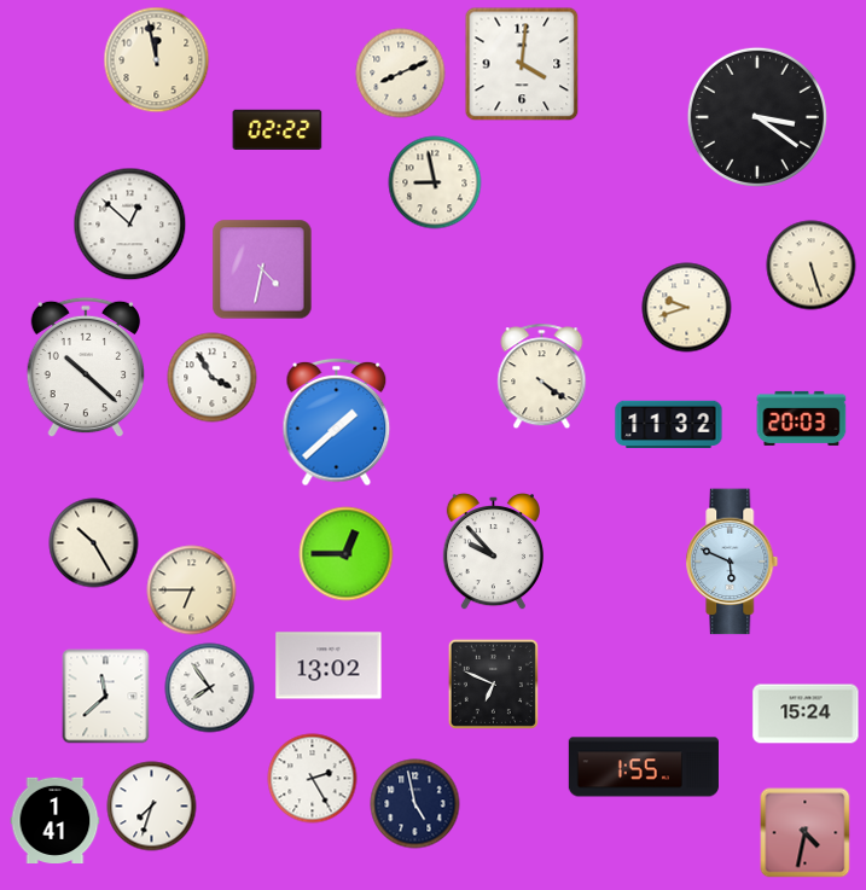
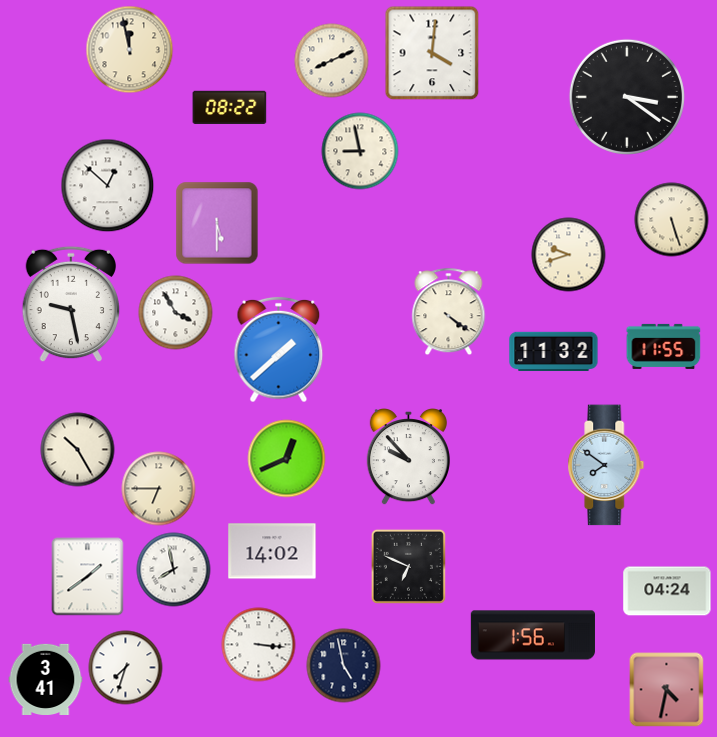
clock at (278, 129): 02:22 -> 08:22
clock at (262, 269): 4:32 -> 5:30
clock at (85, 367): 10:22 -> 9:28
clock at (802, 418): 20:03 -> 11:55
clock at (347, 554): 12:45 -> 12:41
clock at (732, 562): 5:49 -> 7:51
clock at (329, 665): 13:02 -> 14:02
clock at (210, 688): 7:54 -> 7:58
clock at (106, 697): 11:38 -> 1:39
clock at (806, 714): 15:24 -> 04:24
clock at (644, 767): 1:55 -> 1:56
clock at (313, 779): 2:25 -> 3:16
clock at (56, 820): 1:41 -> 3:41
